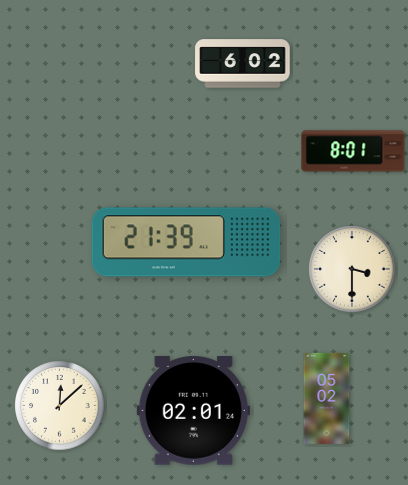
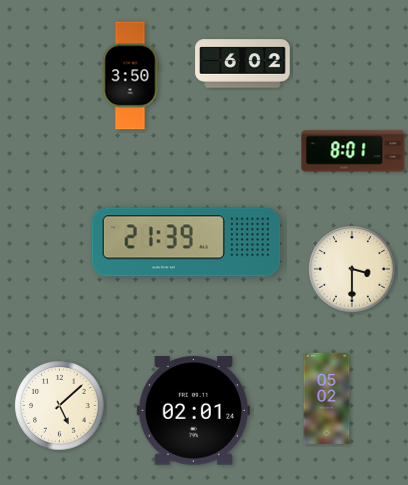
clock at (130, 76): none -> 3:50
clock at (60, 406): 12:08 -> 5:08
